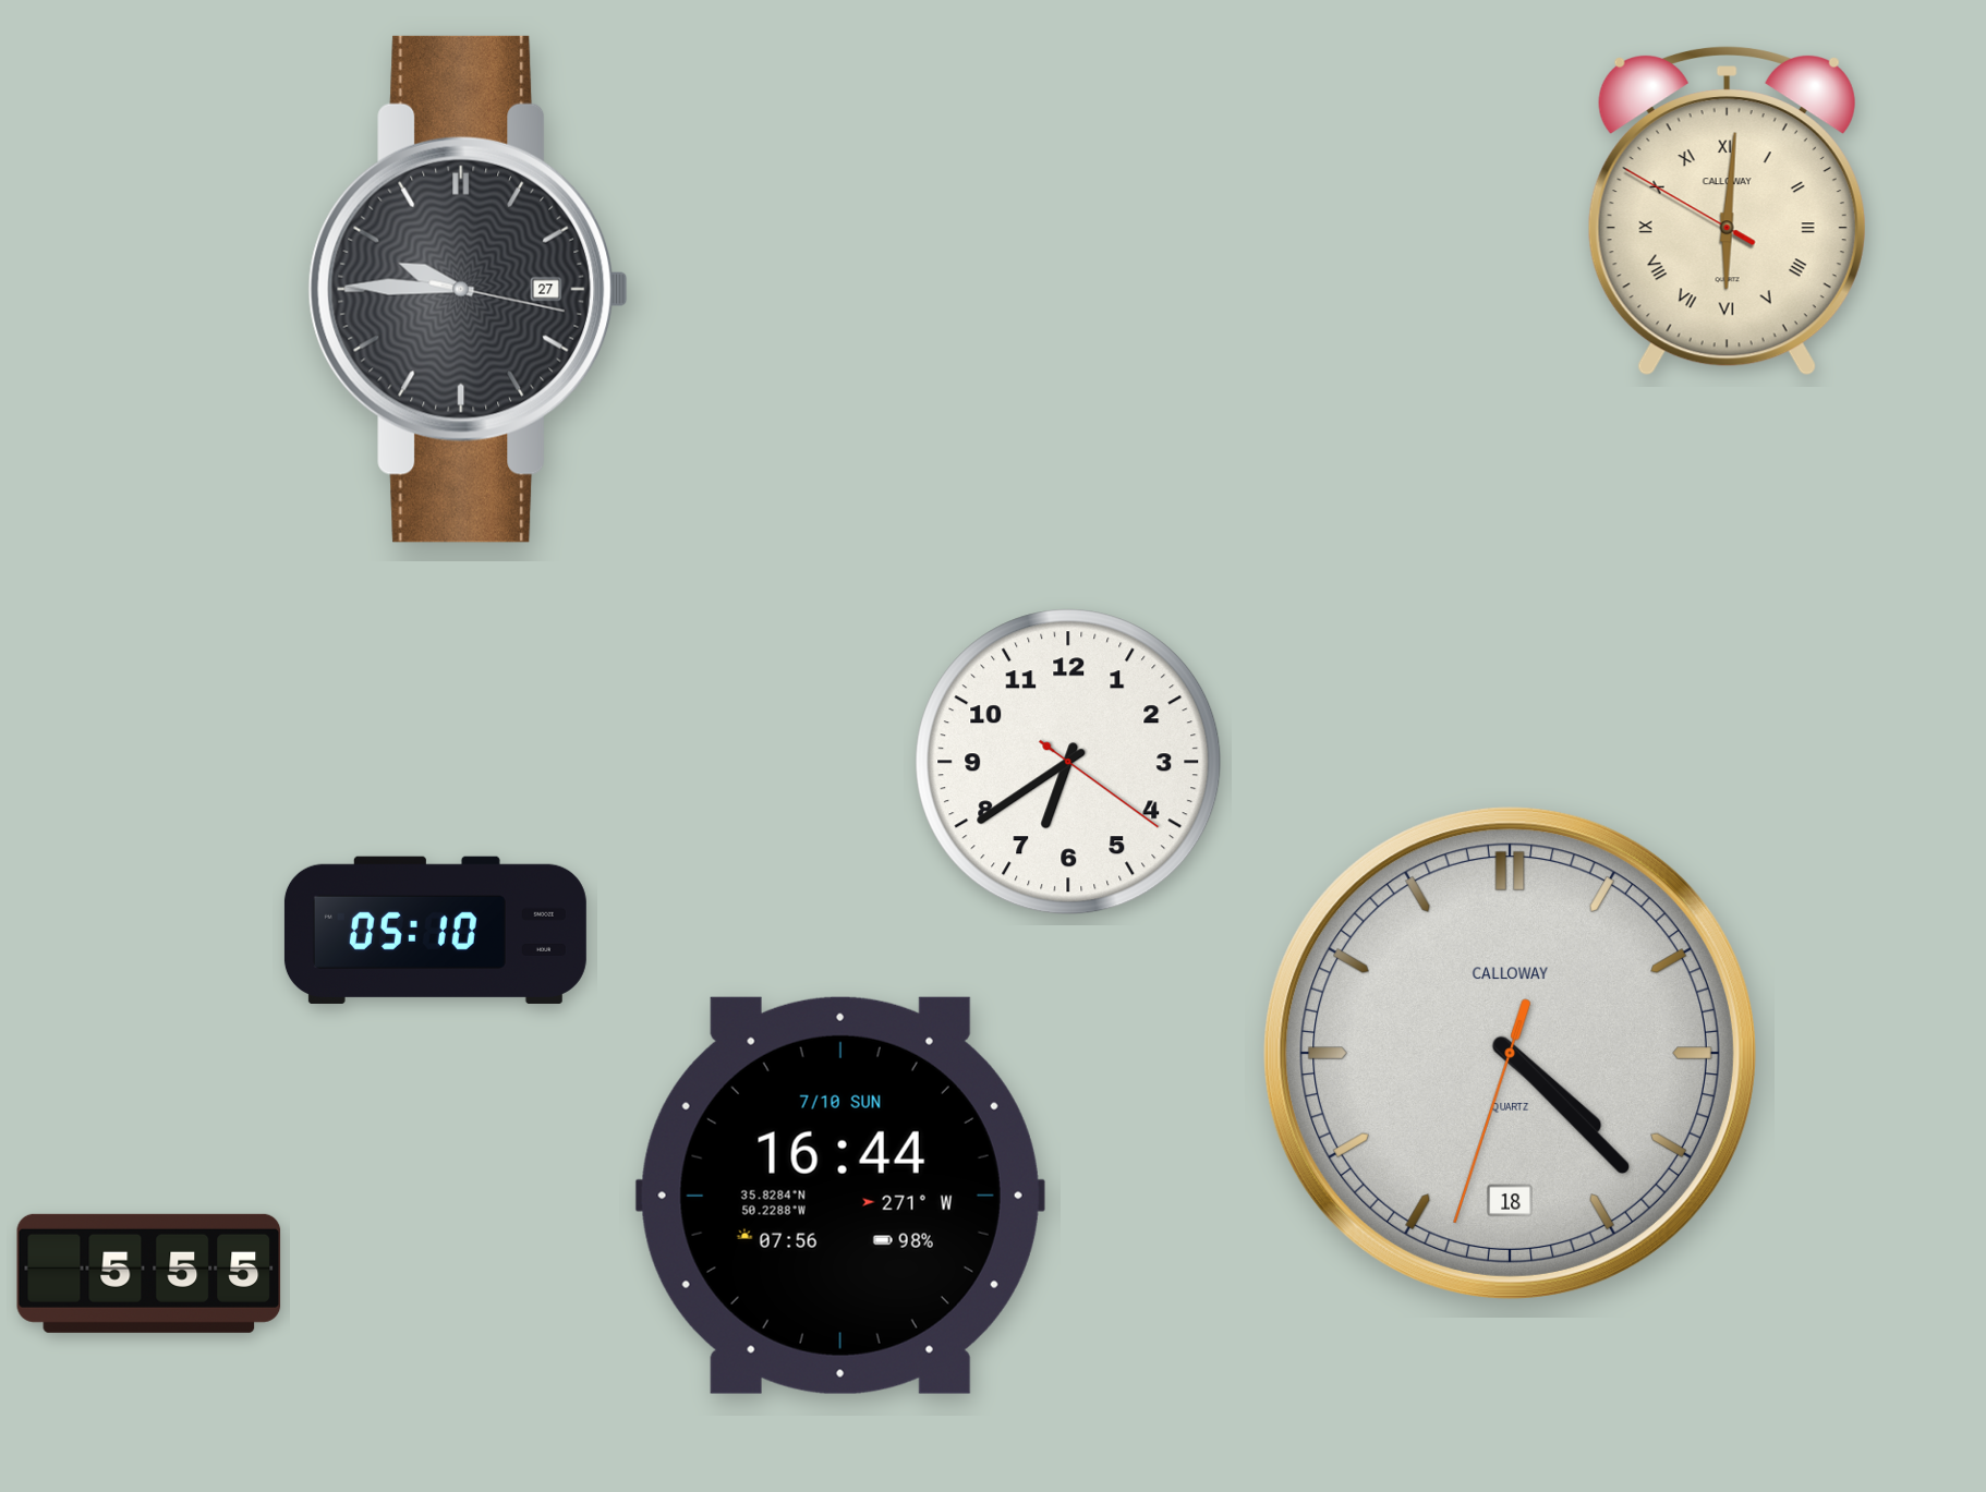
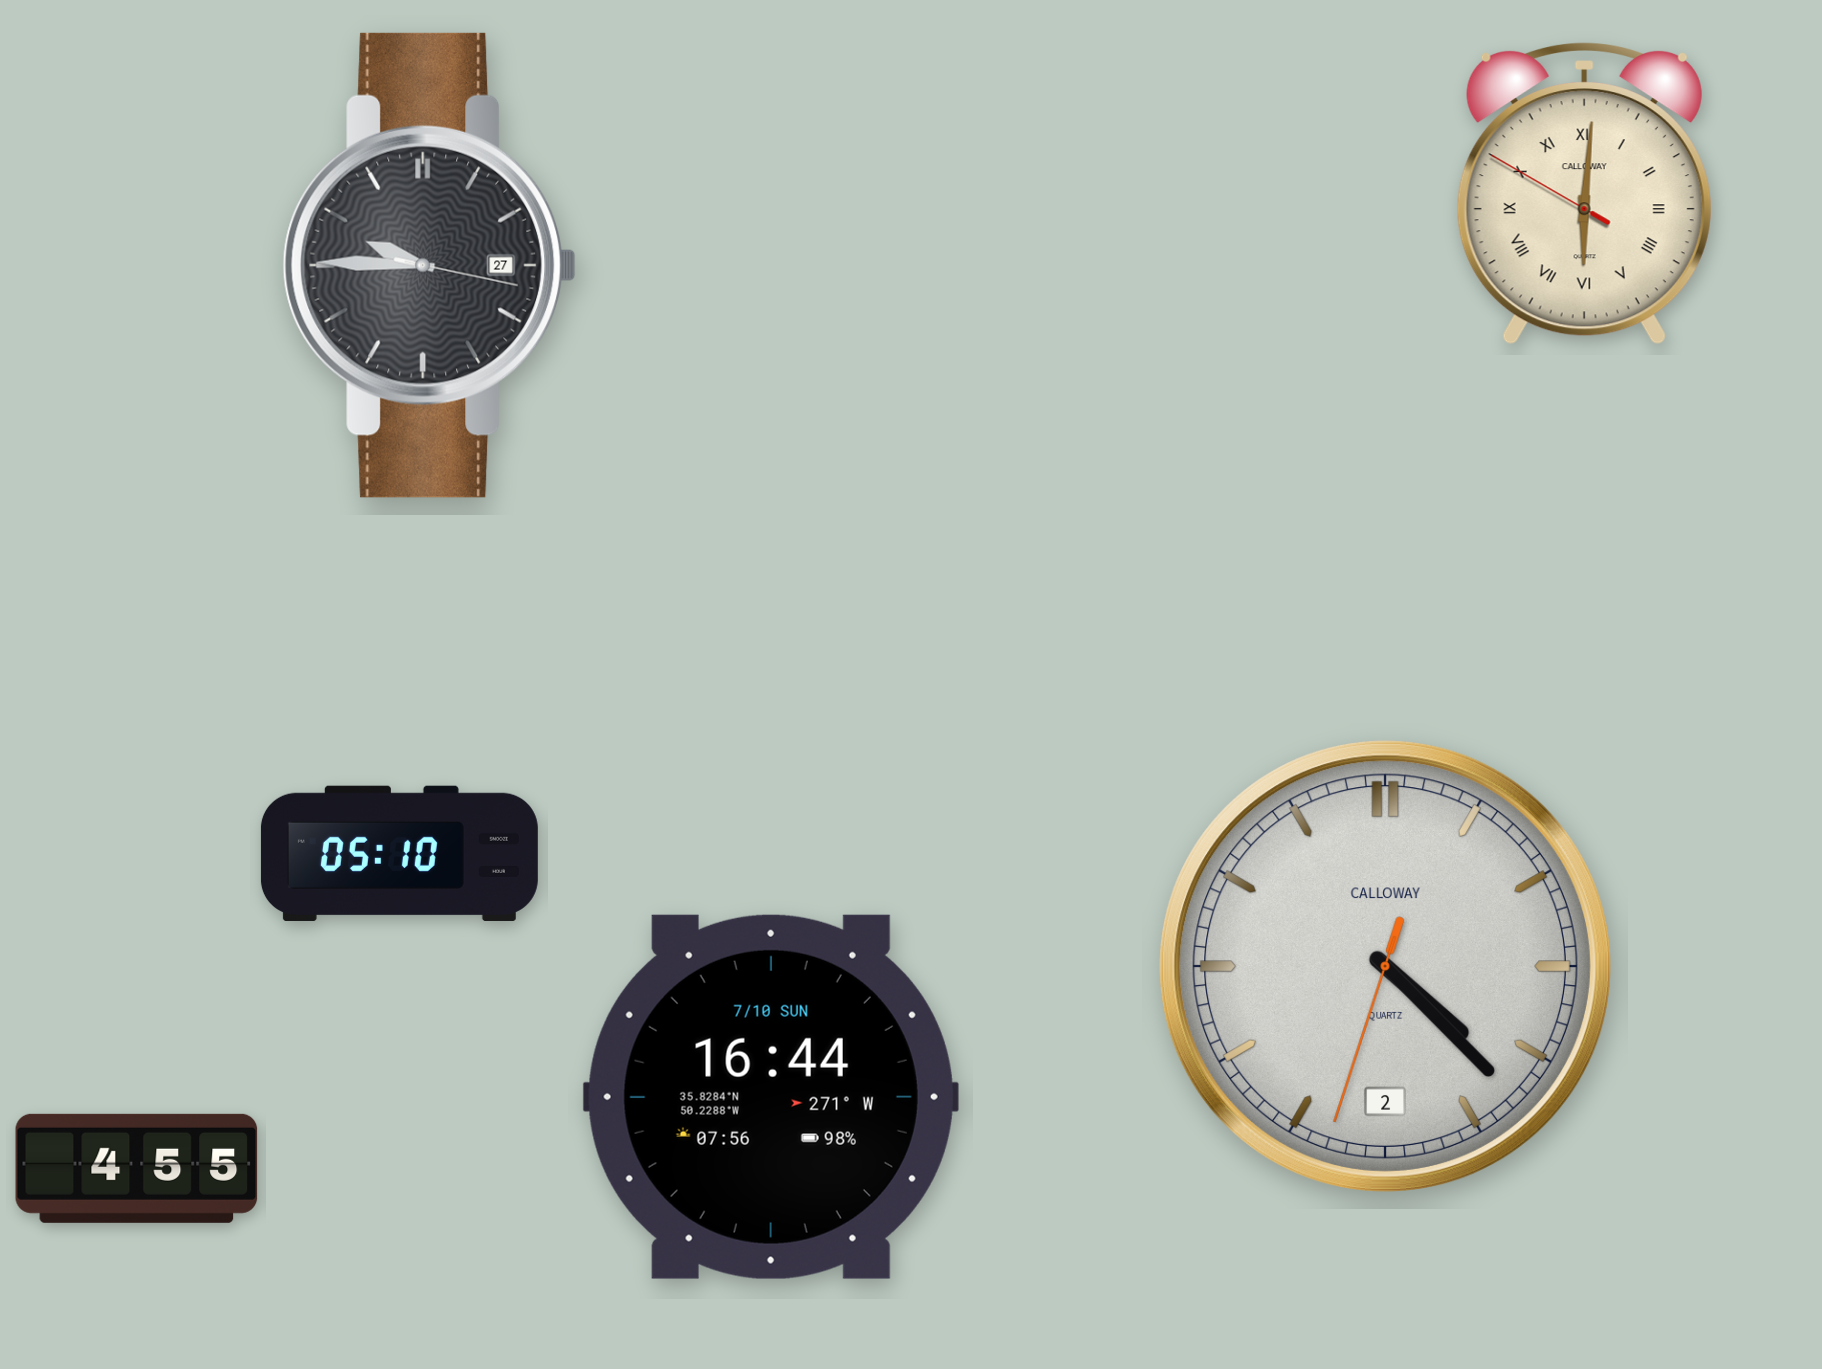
clock at (1068, 762): 6:39 -> none
clock at (1510, 1053) date: 18 -> 2
clock at (149, 1273): 5:55 -> 4:55
